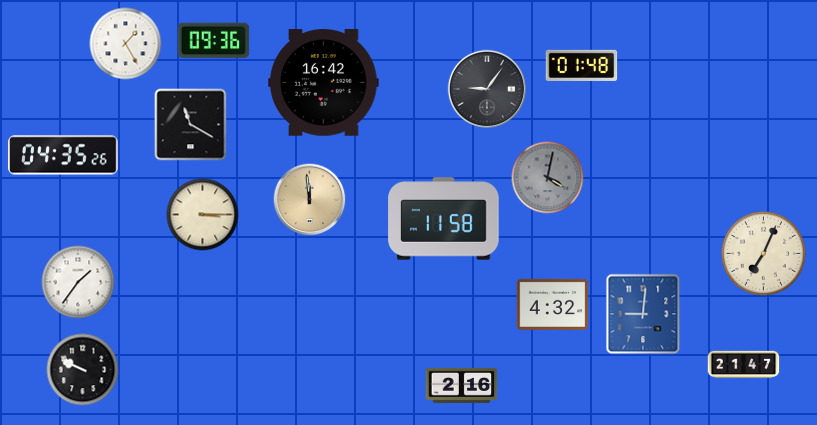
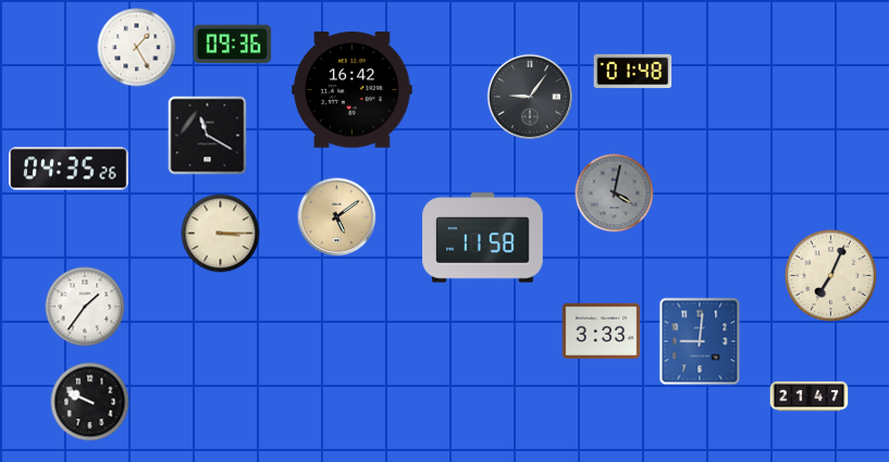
clock at (548, 178) position: (548, 178) -> (615, 193)
clock at (310, 200): 11:59 -> 5:09
clock at (553, 304): 4:32 -> 3:33
clock at (462, 385): 2:16 -> none
